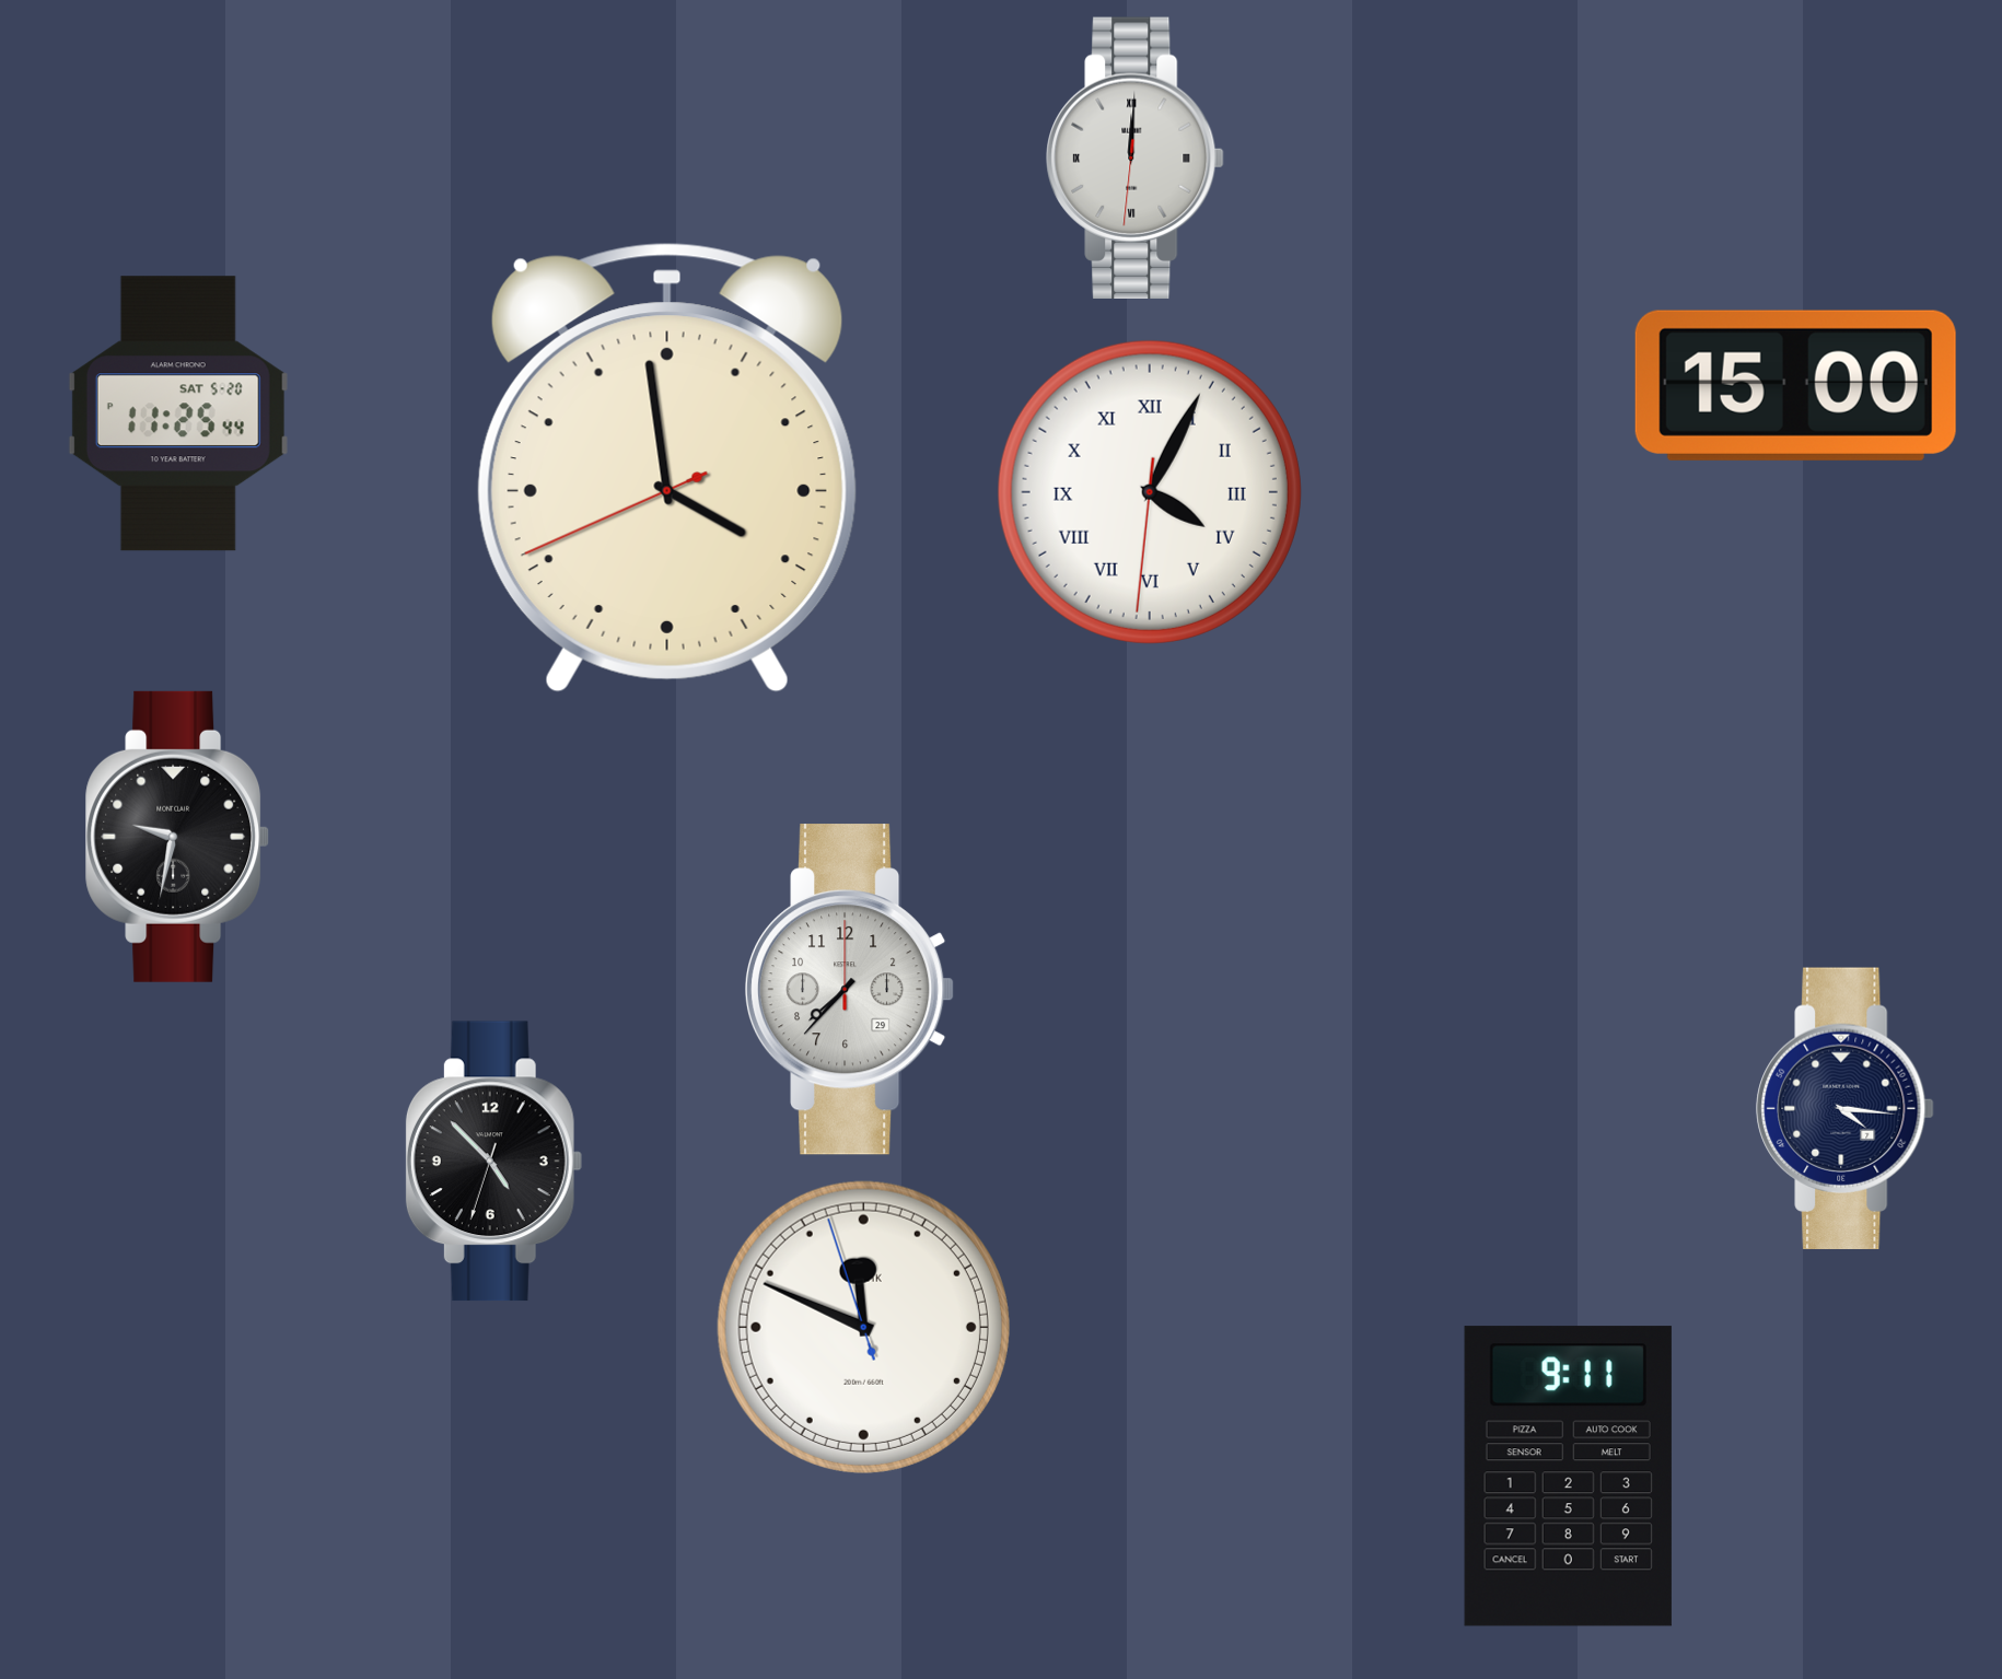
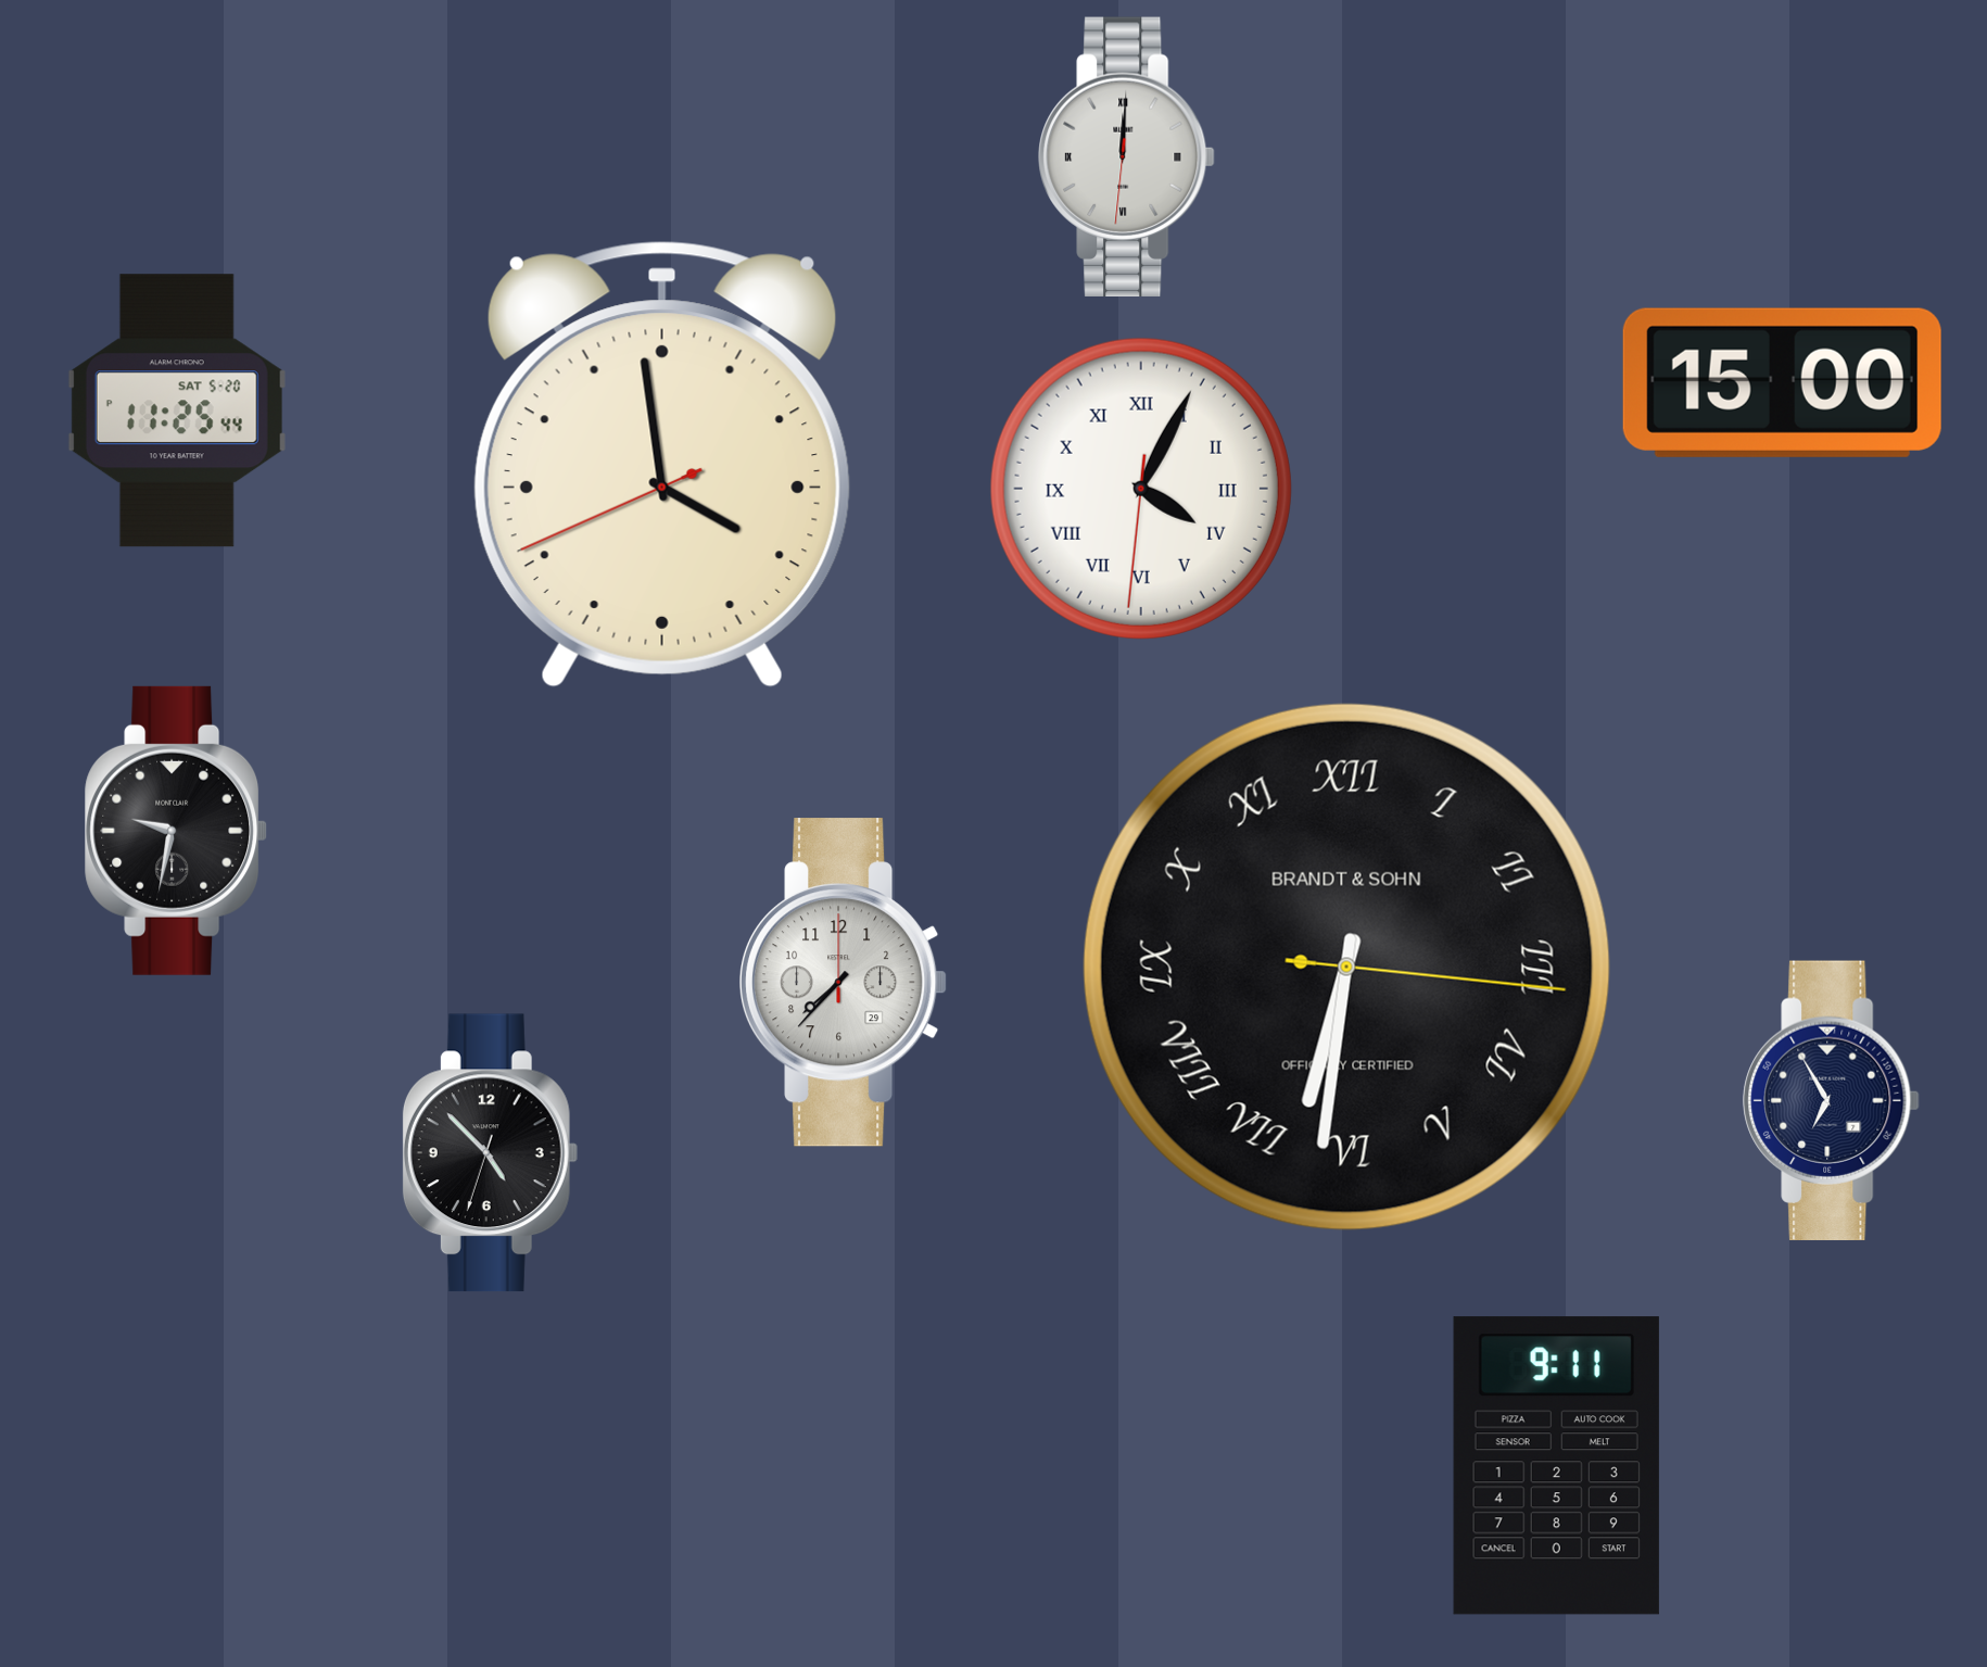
clock at (1346, 967): none -> 6:31
clock at (1846, 1108): 4:16 -> 6:55
clock at (863, 1327): 11:48 -> none
